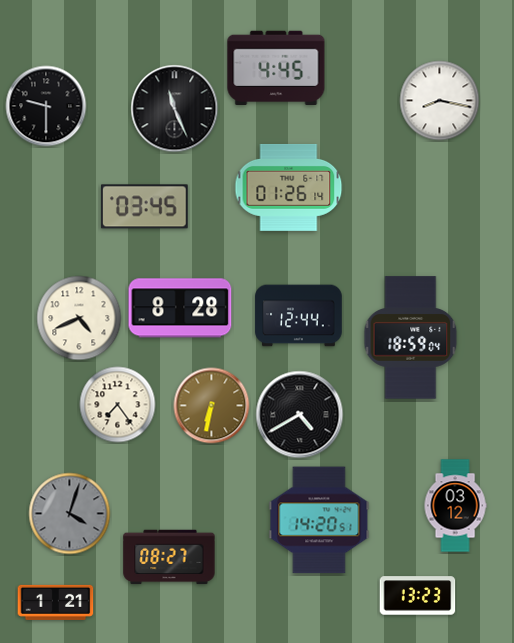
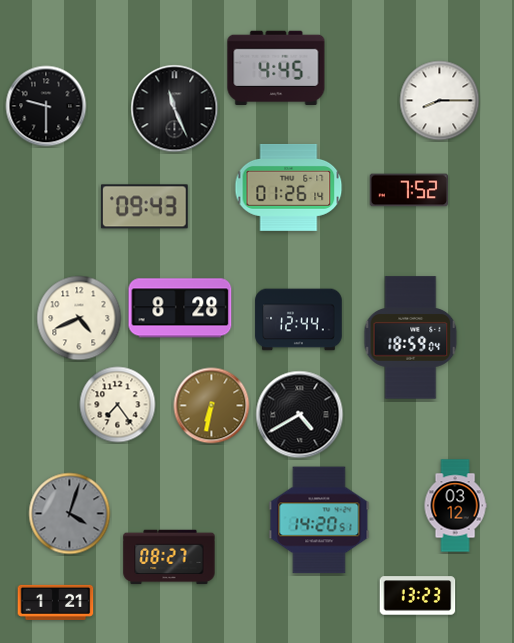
clock at (440, 101): 8:17 -> 8:15
clock at (409, 190): none -> 7:52
clock at (145, 207): 03:45 -> 09:43
clock at (299, 316) position: (299, 316) -> (299, 320)
